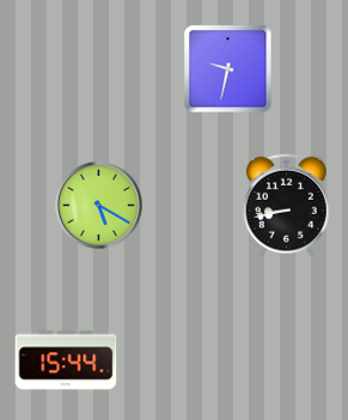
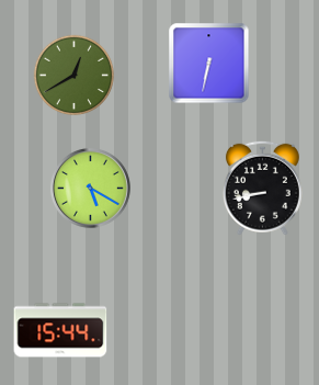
clock at (228, 69): 9:32 -> 6:32
clock at (75, 76): none -> 12:40
